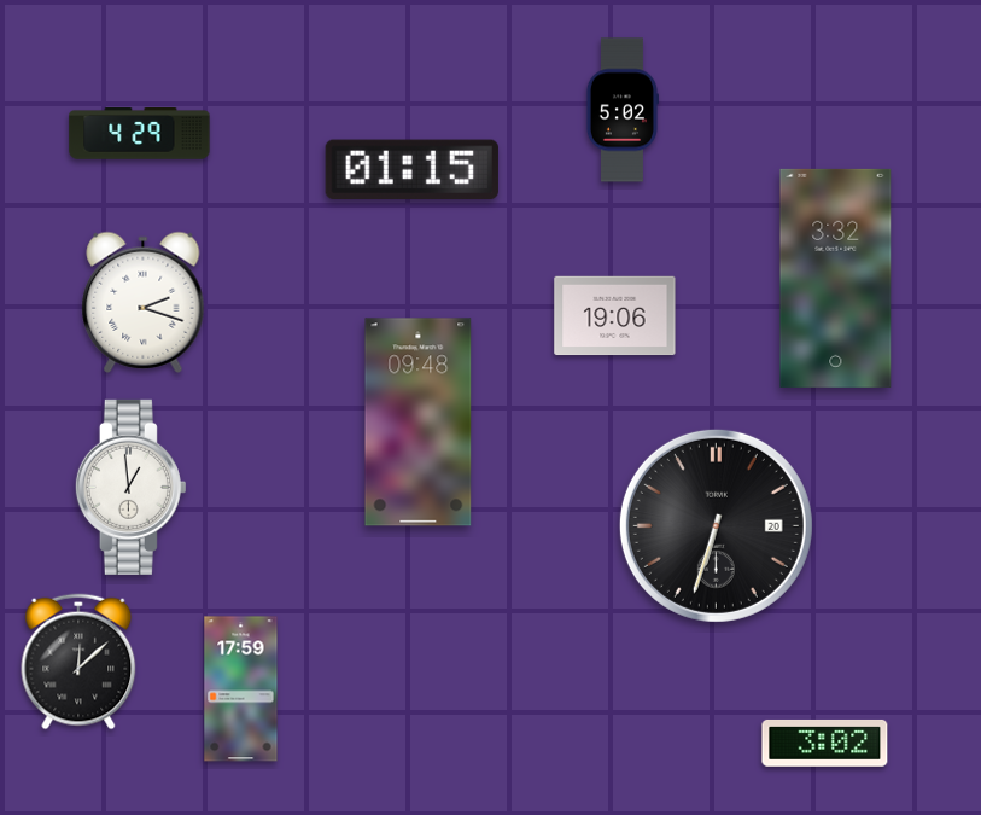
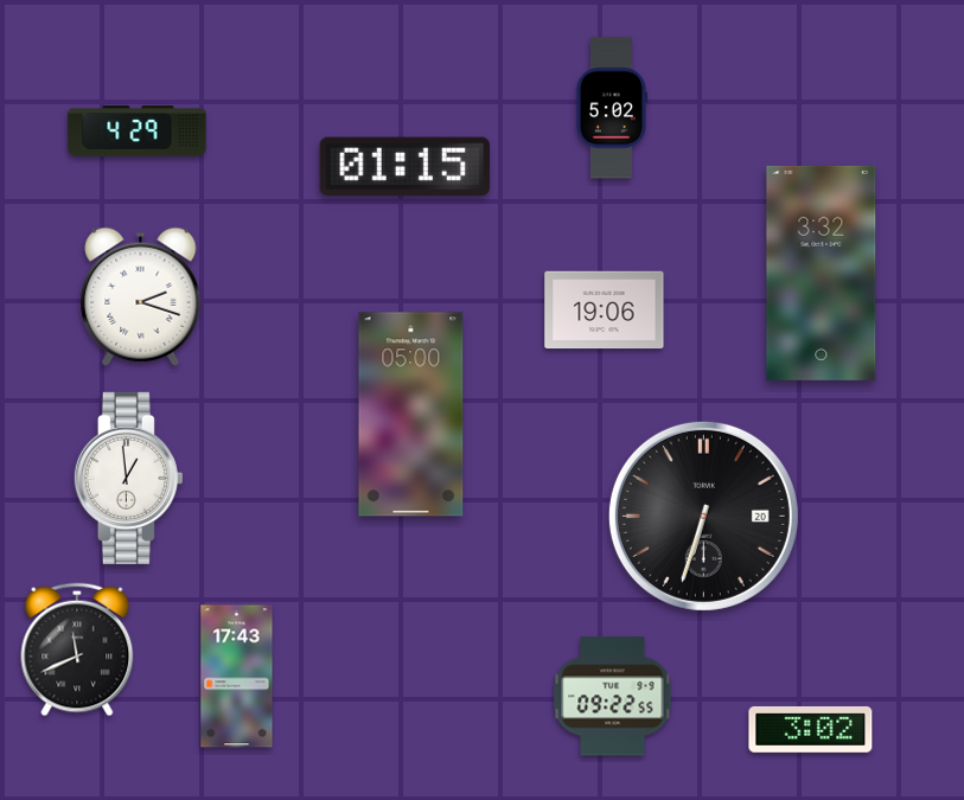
clock at (419, 423): 09:48 -> 05:00
clock at (78, 662): 12:08 -> 11:41
clock at (241, 689): 17:59 -> 17:43
clock at (613, 697): none -> 09:22
